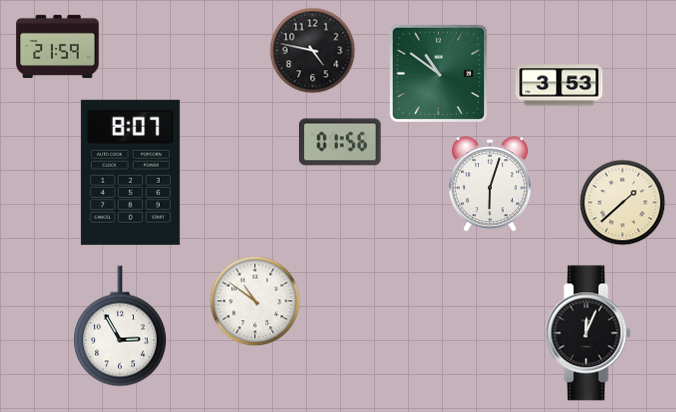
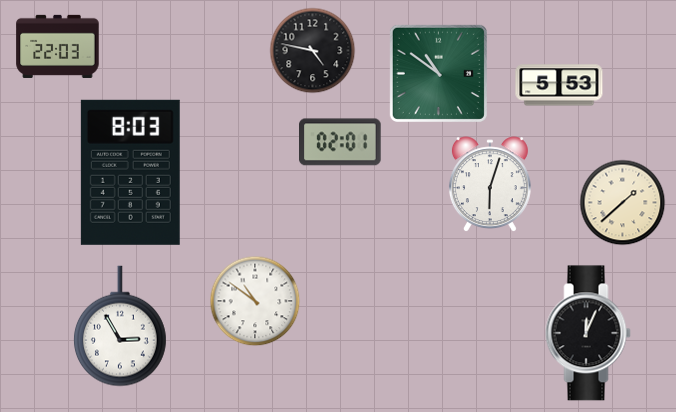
clock at (58, 46): 21:59 -> 22:03
clock at (559, 85): 3:53 -> 5:53
clock at (341, 142): 01:56 -> 02:01
clock at (130, 172): 8:07 -> 8:03
